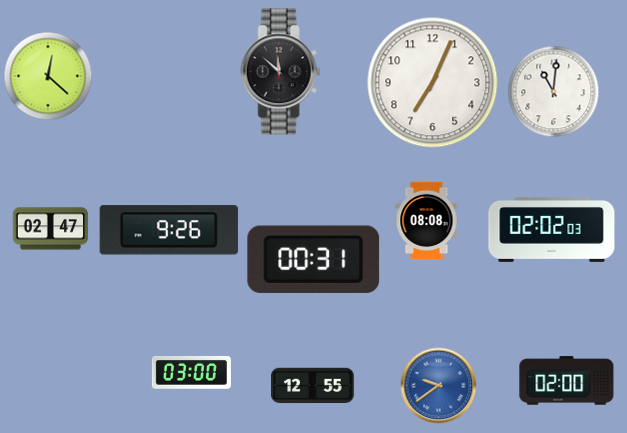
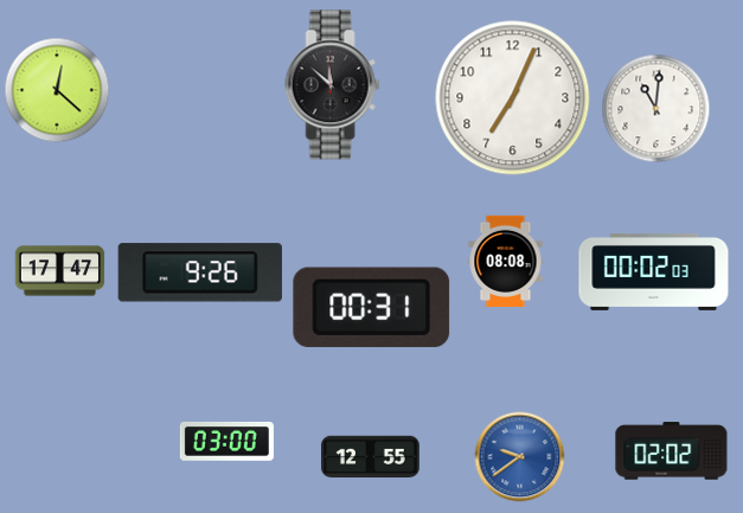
clock at (51, 229): 02:47 -> 17:47
clock at (552, 230): 02:02 -> 00:02
clock at (567, 381): 02:00 -> 02:02
